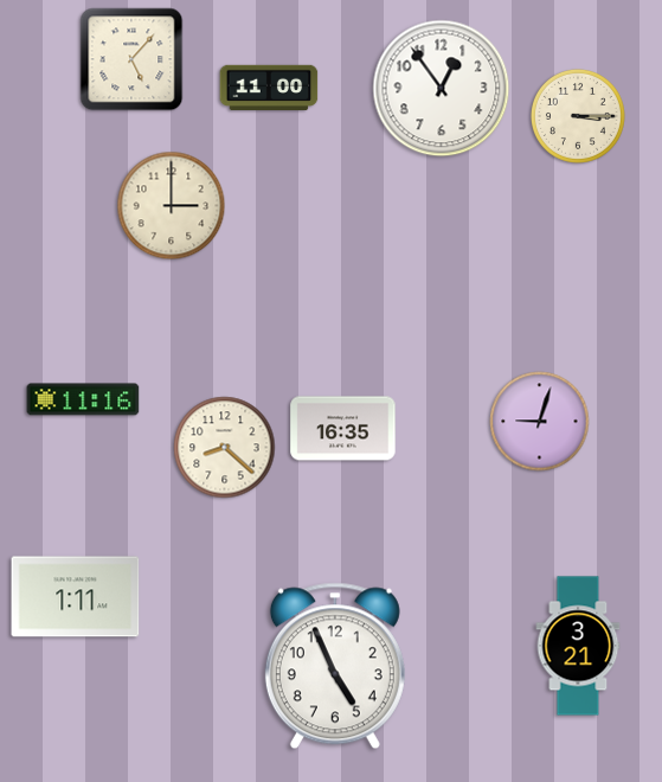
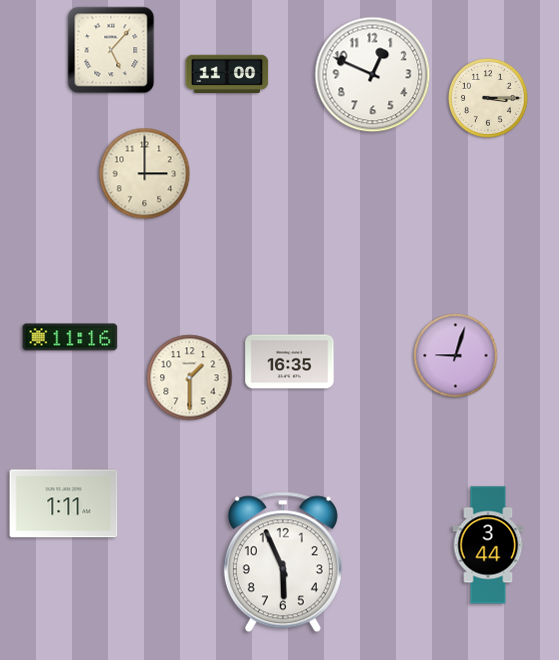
clock at (442, 89): 12:54 -> 12:49
clock at (225, 448): 8:22 -> 1:30
clock at (578, 646): 3:21 -> 3:44
clock at (335, 666): 4:56 -> 5:56
